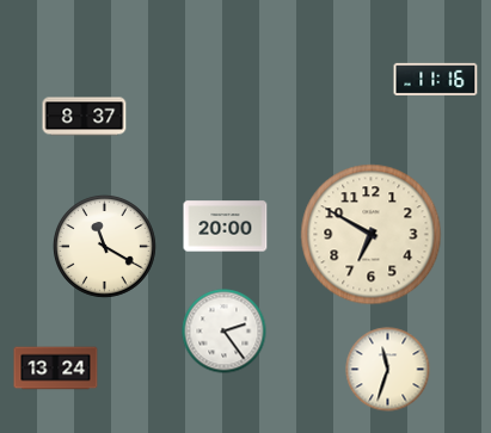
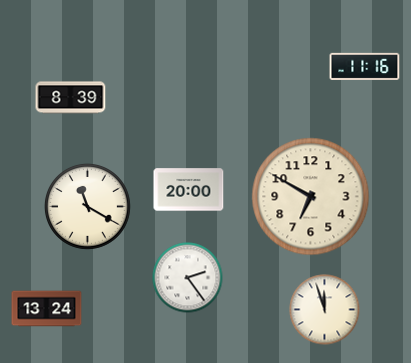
clock at (85, 117): 8:37 -> 8:39
clock at (388, 370): 11:33 -> 11:57
